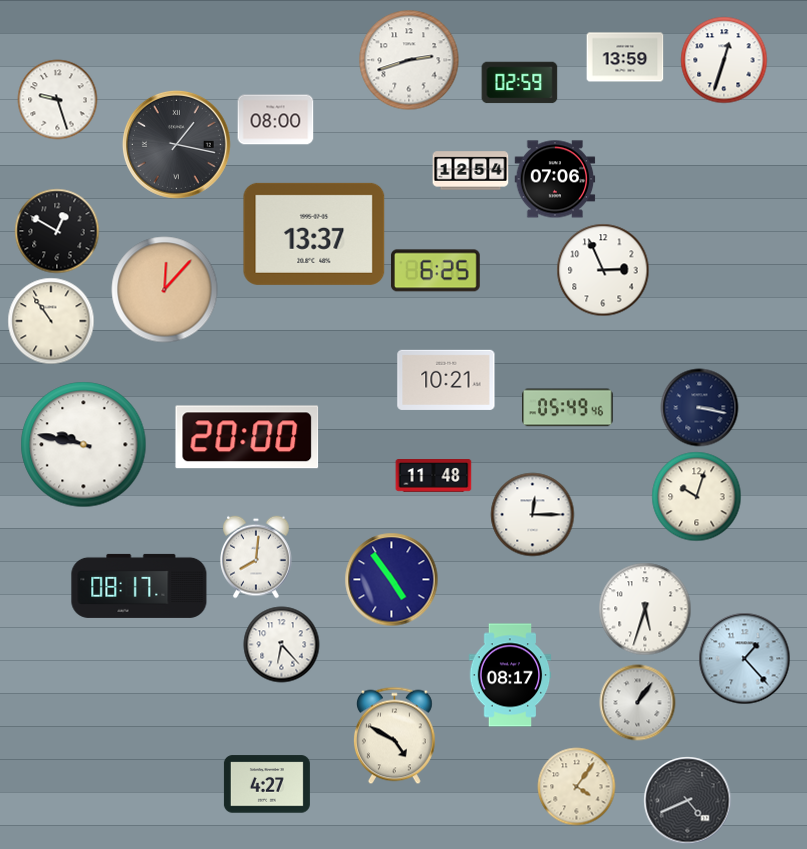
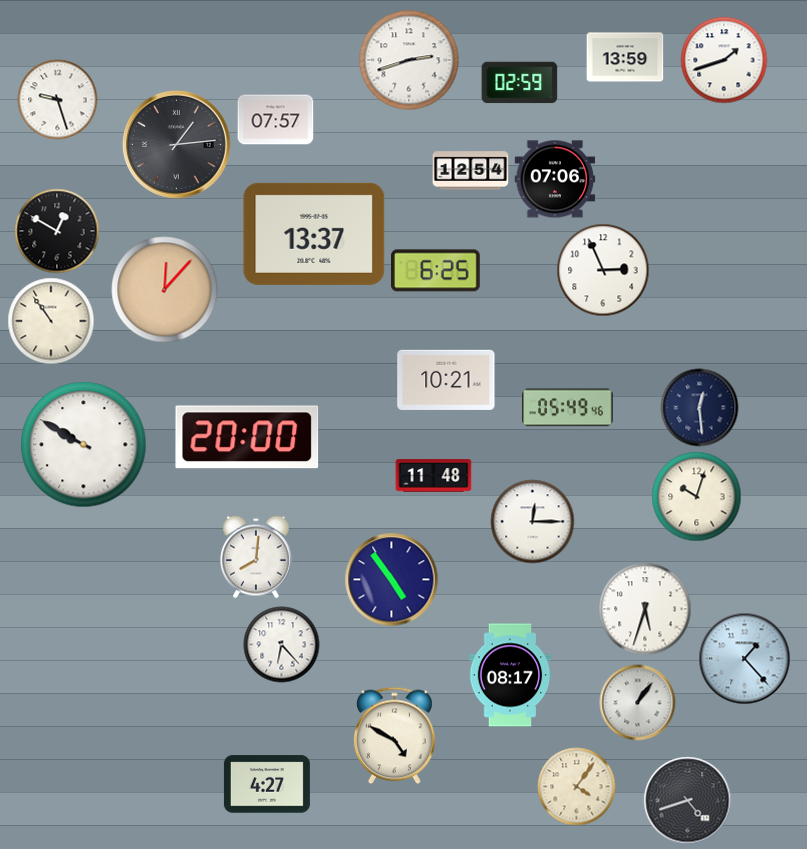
clock at (724, 60): 12:33 -> 1:42
clock at (276, 120): 08:00 -> 07:57
clock at (176, 144): 1:17 -> 1:14
clock at (700, 408): 3:17 -> 12:29
clock at (84, 445): 9:47 -> 9:50
clock at (533, 515) position: (533, 515) -> (533, 522)
clock at (139, 586): 08:17 -> none
clock at (688, 801): 4:41 -> 4:42
